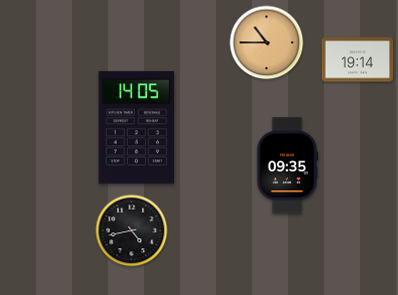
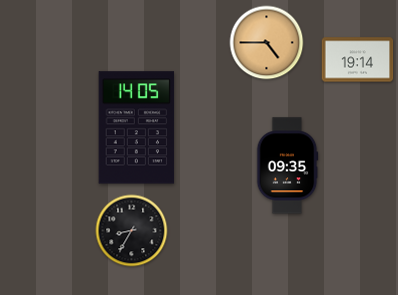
clock at (267, 43): 10:45 -> 4:45
clock at (132, 231): 4:43 -> 8:35
